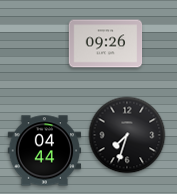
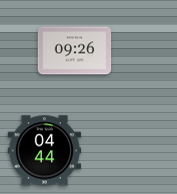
clock at (106, 44) position: (106, 44) -> (75, 51)
clock at (127, 135): 7:33 -> none
